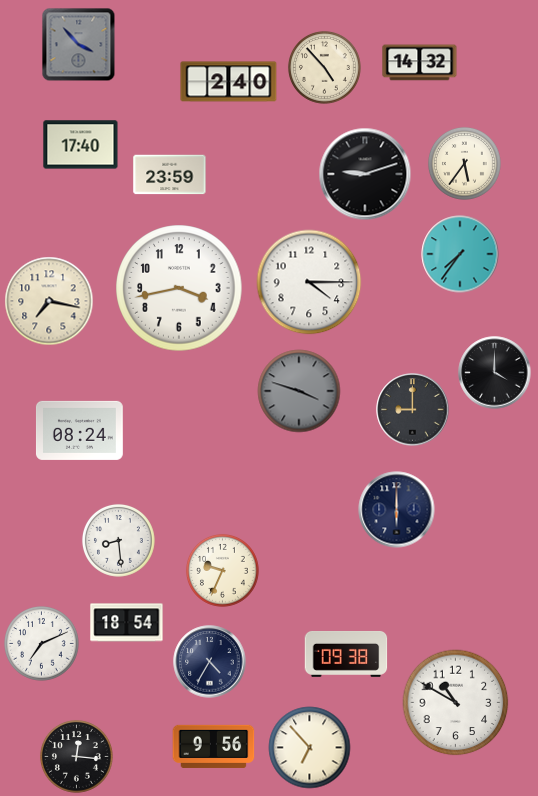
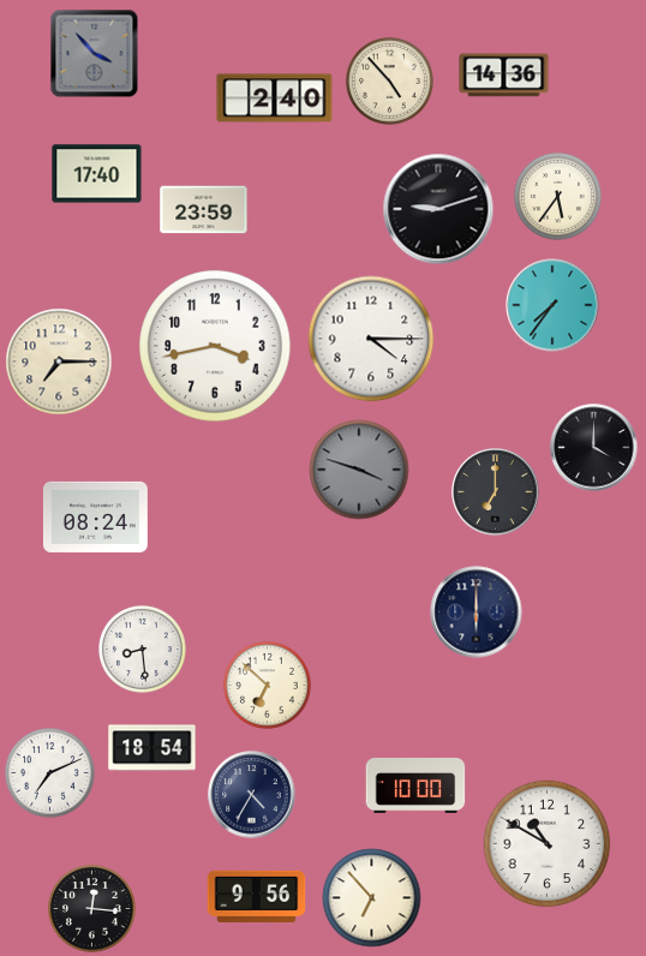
clock at (420, 63): 14:32 -> 14:36
clock at (49, 301): 7:17 -> 7:15
clock at (413, 410): 9:00 -> 7:00
clock at (222, 570): 9:34 -> 6:52
clock at (346, 654): 09:38 -> 10:00
